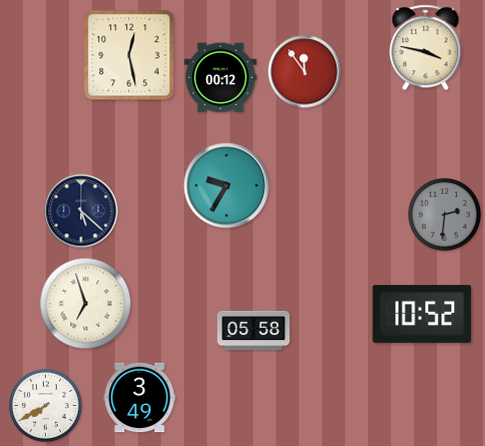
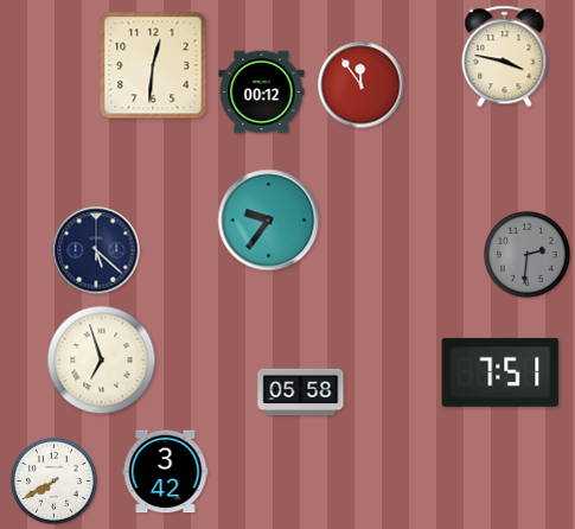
clock at (129, 55): 12:28 -> 12:31
clock at (227, 186): 9:35 -> 9:36
clock at (422, 314): 10:52 -> 7:51
clock at (140, 398): 3:49 -> 3:42
